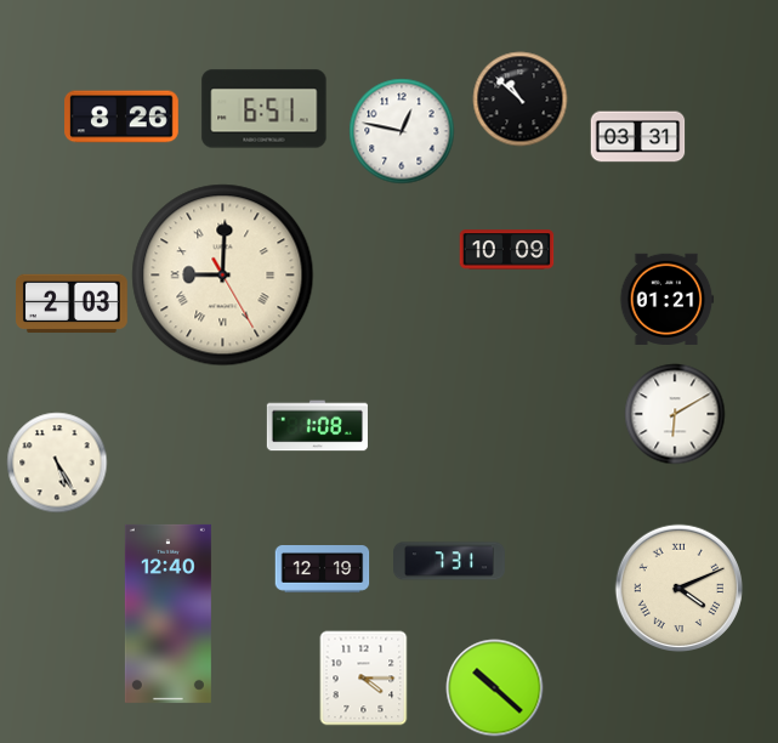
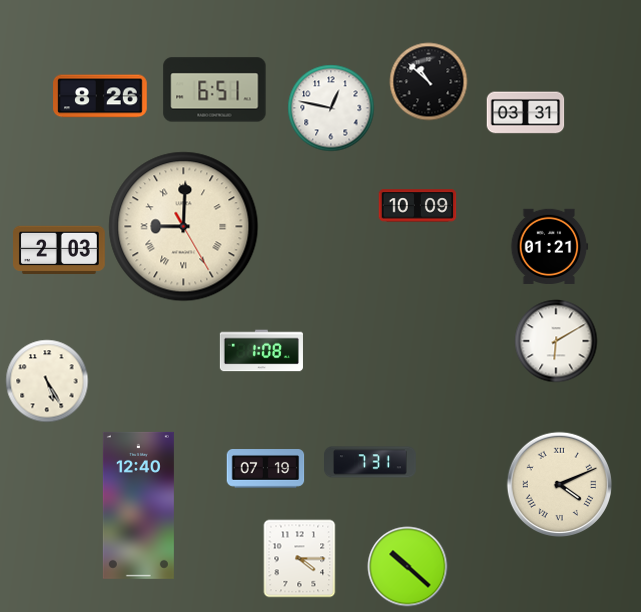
clock at (265, 109) position: (265, 109) -> (215, 90)
clock at (322, 569): 12:19 -> 07:19
